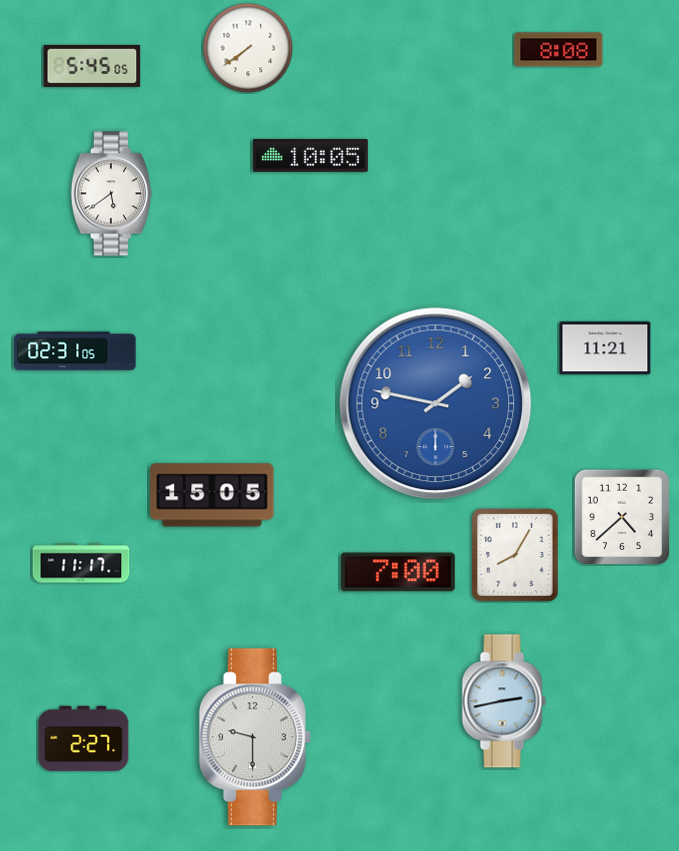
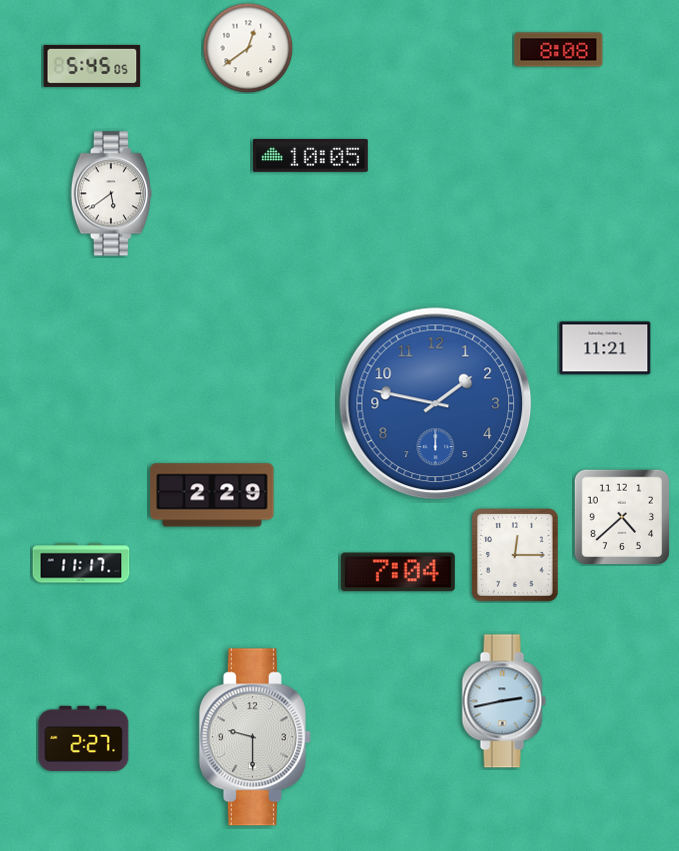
clock at (248, 48): 7:39 -> 12:39
clock at (75, 351): 02:31 -> none
clock at (212, 495): 15:05 -> 2:29
clock at (515, 555): 8:05 -> 12:15
clock at (398, 572): 7:00 -> 7:04
